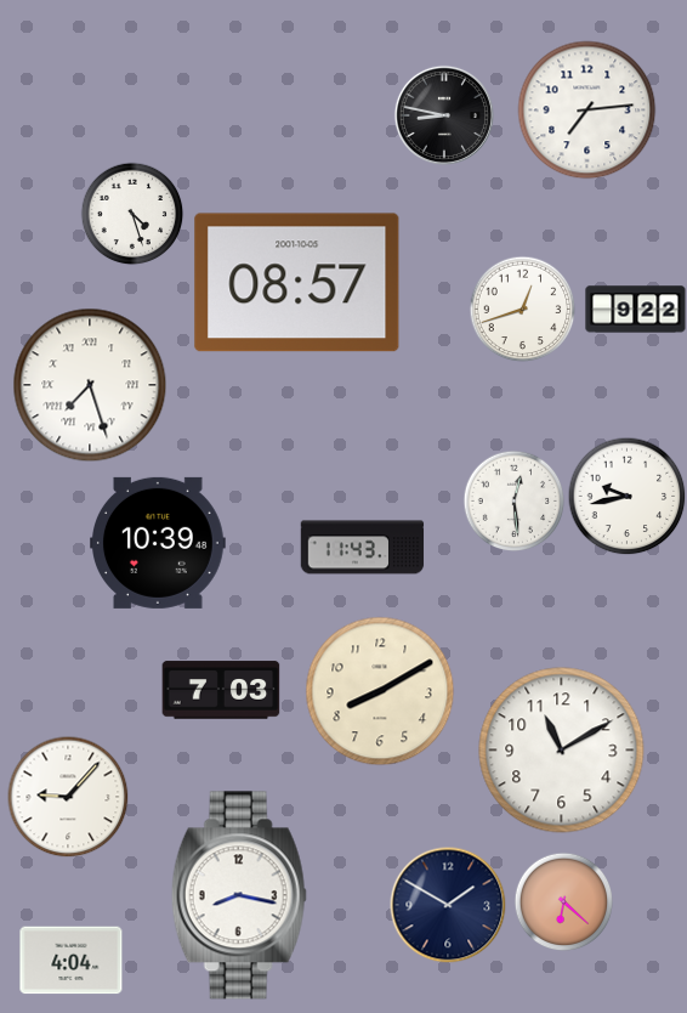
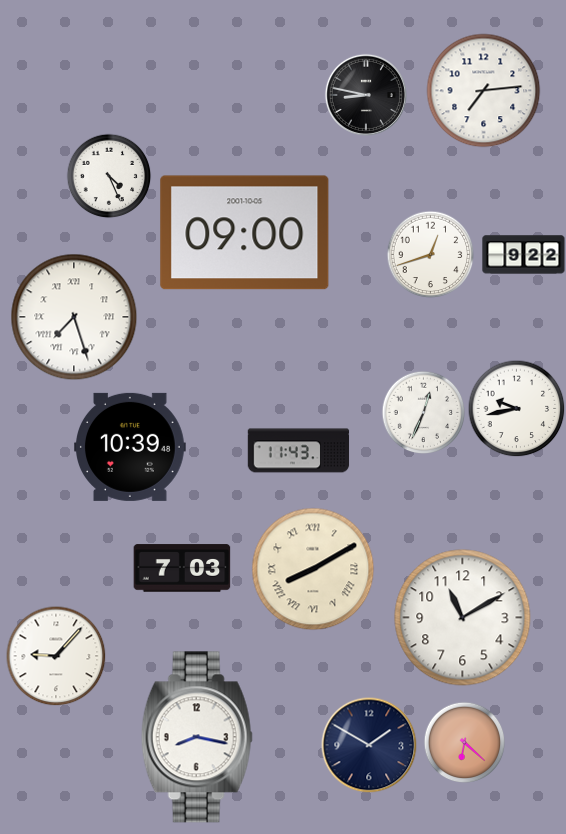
clock at (132, 214): 4:27 -> 4:26
clock at (297, 283): 08:57 -> 09:00
clock at (513, 500): 12:29 -> 12:34
clock at (380, 691) numerals: Arabic -> Roman
clock at (72, 961): 4:04 -> none
